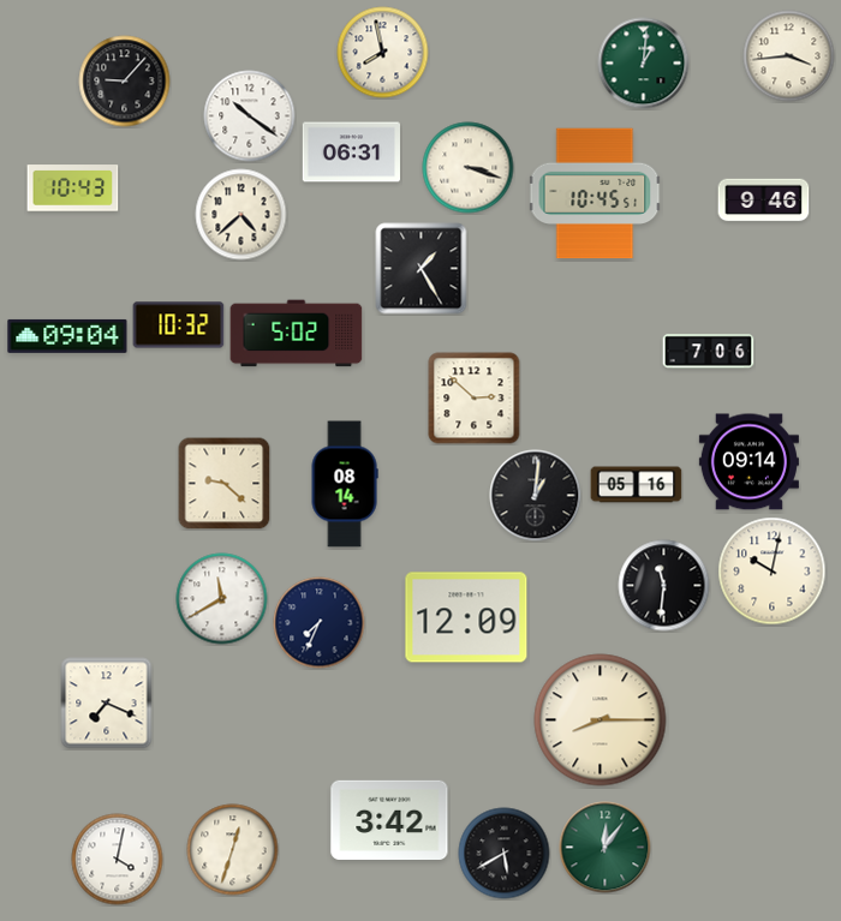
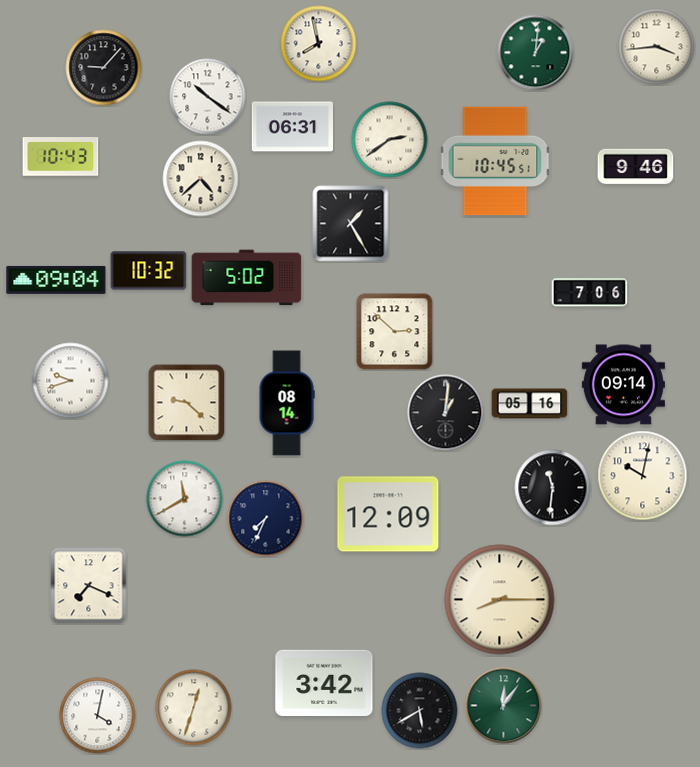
clock at (469, 168): 3:18 -> 2:39
clock at (71, 381): none -> 9:42
